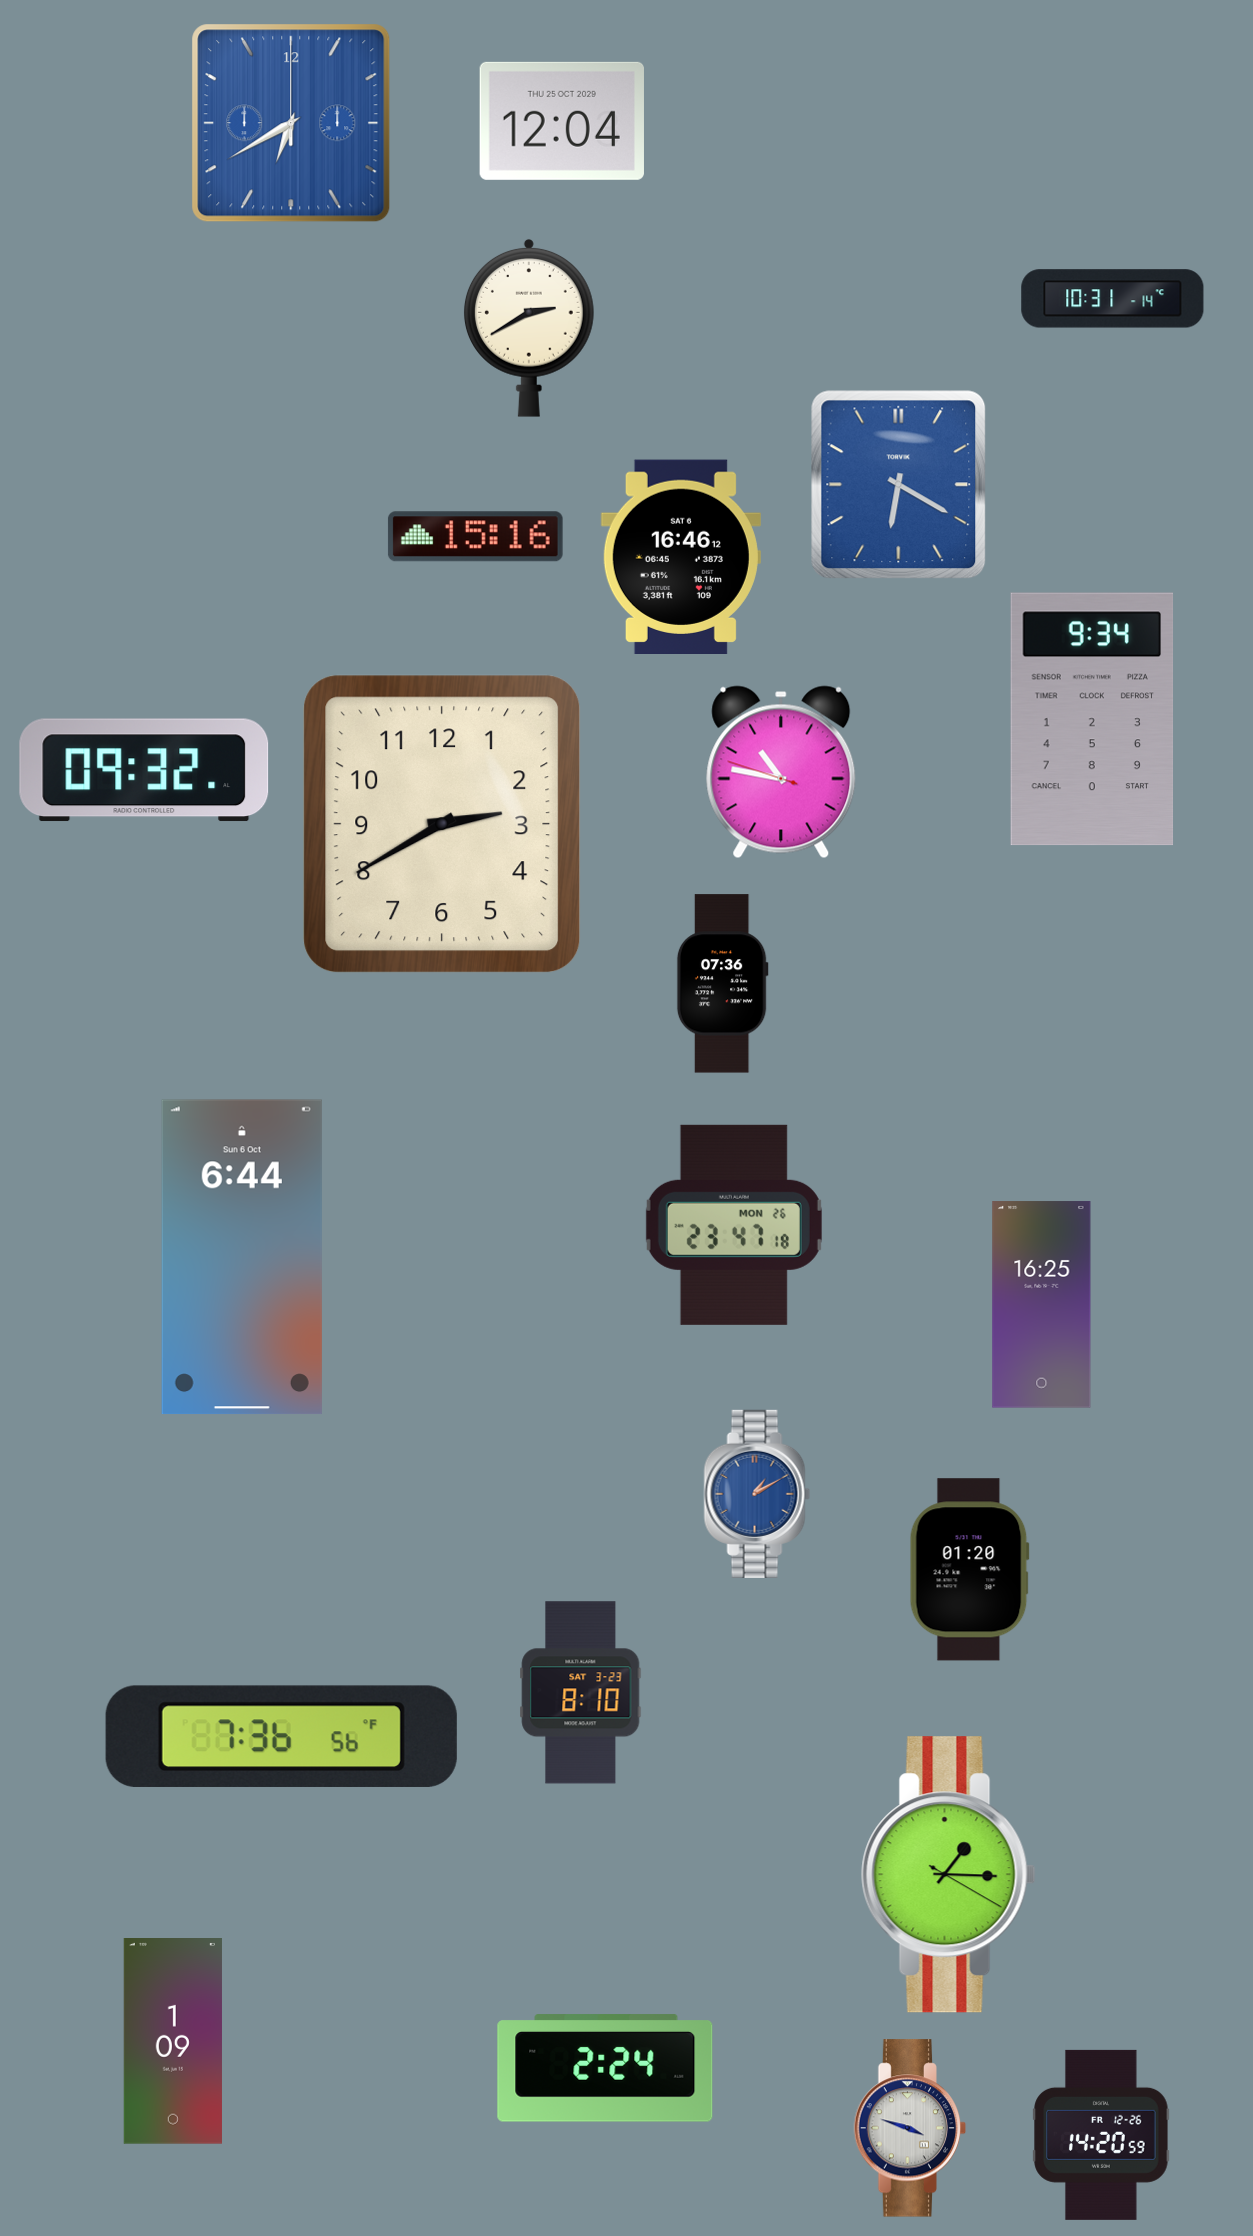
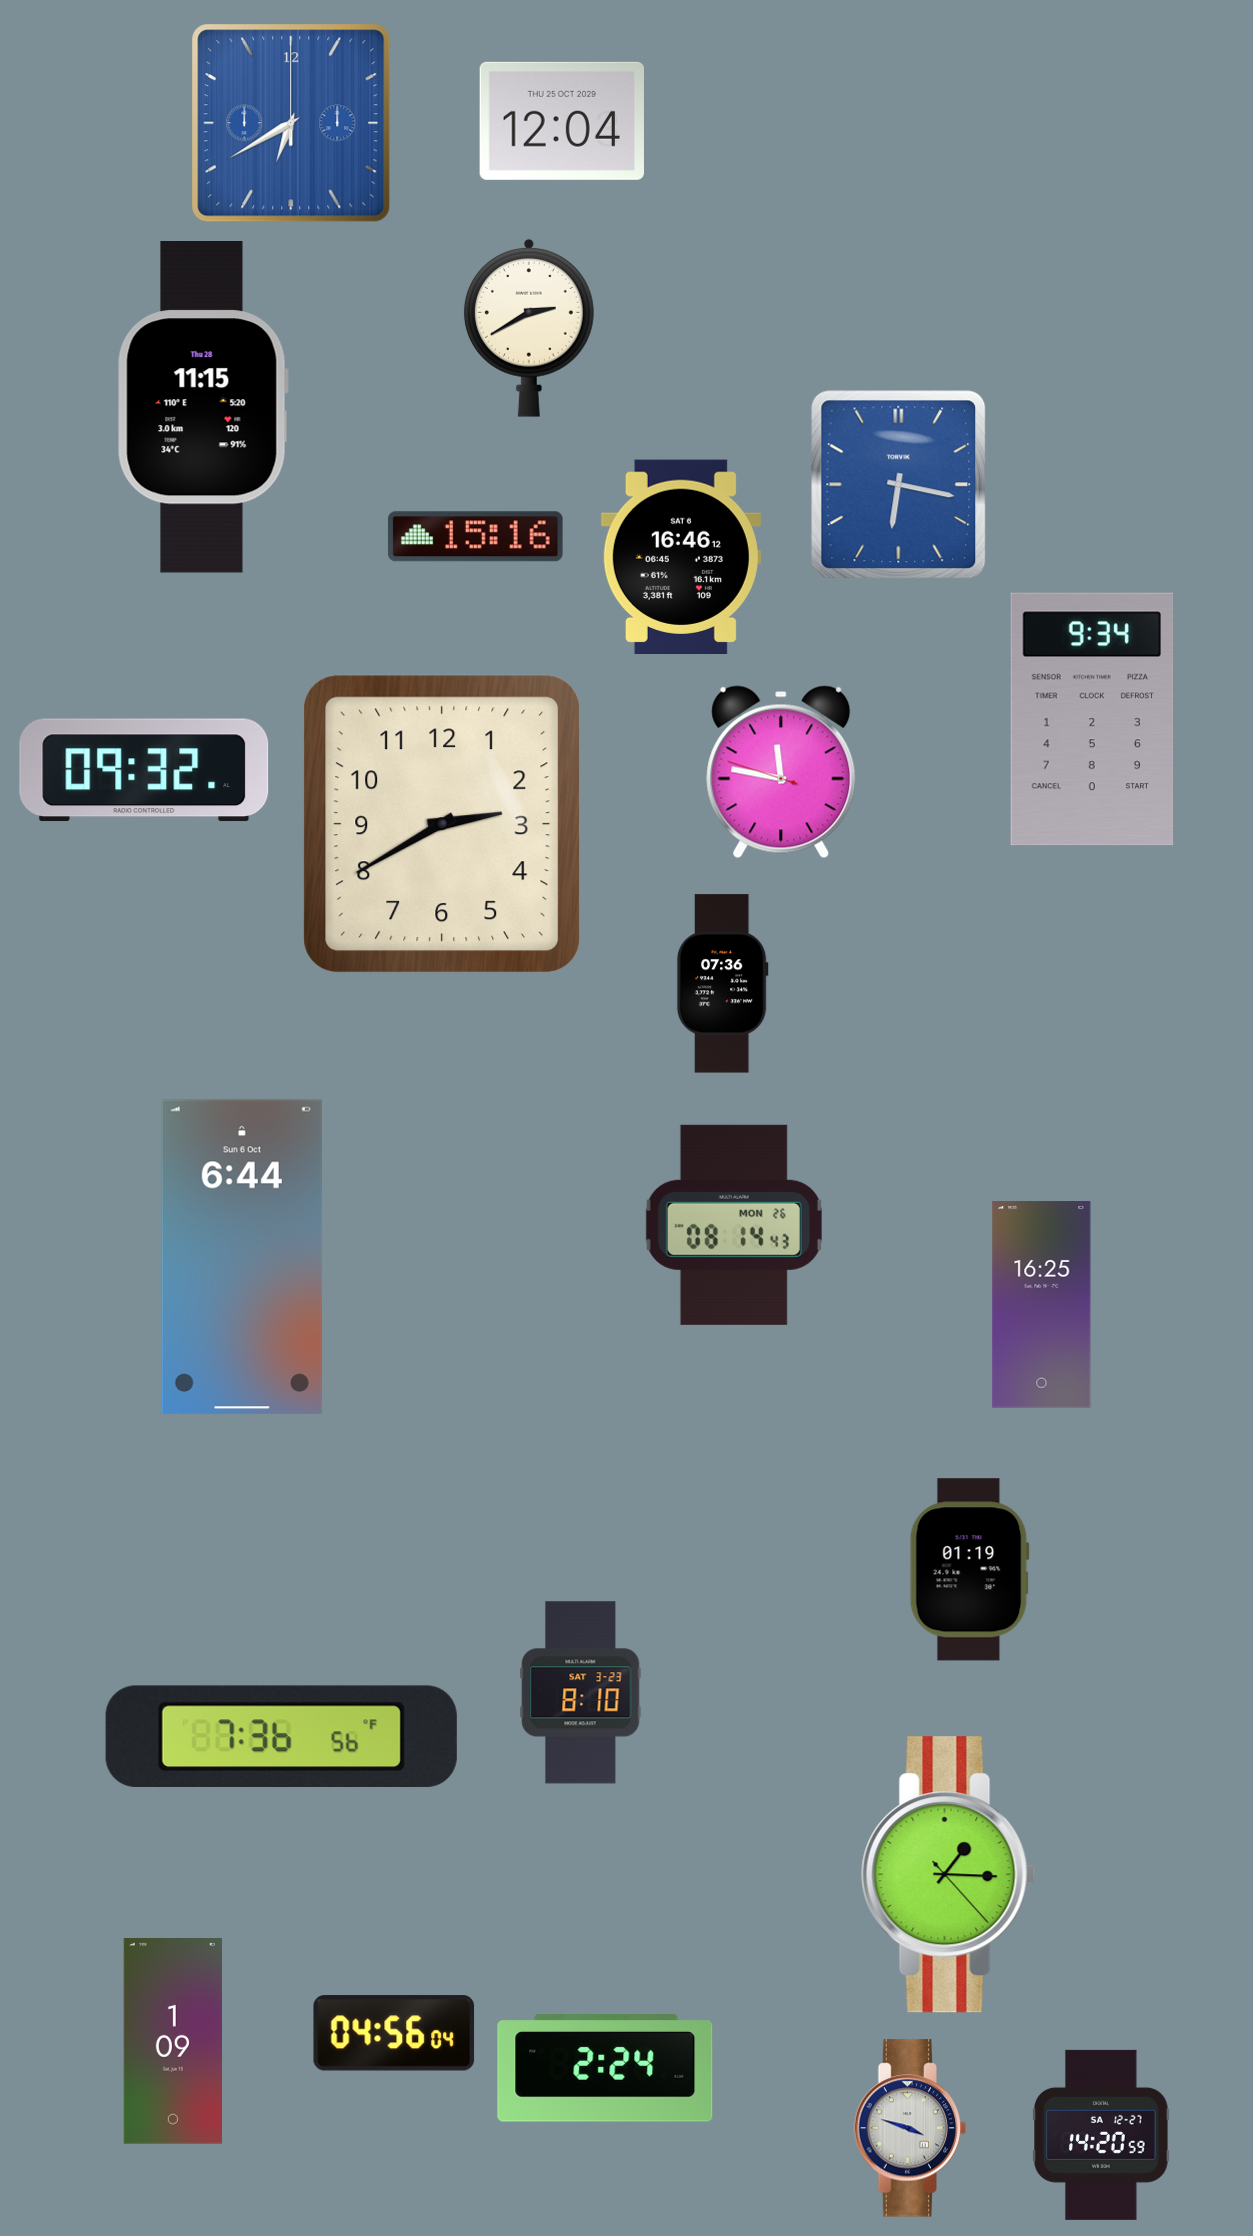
clock at (1113, 299): 10:31 -> none
clock at (203, 408): none -> 11:15
clock at (899, 485): 6:20 -> 6:17
clock at (781, 772): 10:46 -> 11:46
clock at (734, 1225): 23:47 -> 08:14
clock at (757, 1494): 1:10 -> none
clock at (969, 1570): 01:20 -> 01:19
clock at (948, 1875): 1:15:20 -> 1:15:23
clock at (394, 2033): none -> 04:56
clock at (1101, 2135) date: FR 12-26 -> SA 12-27
